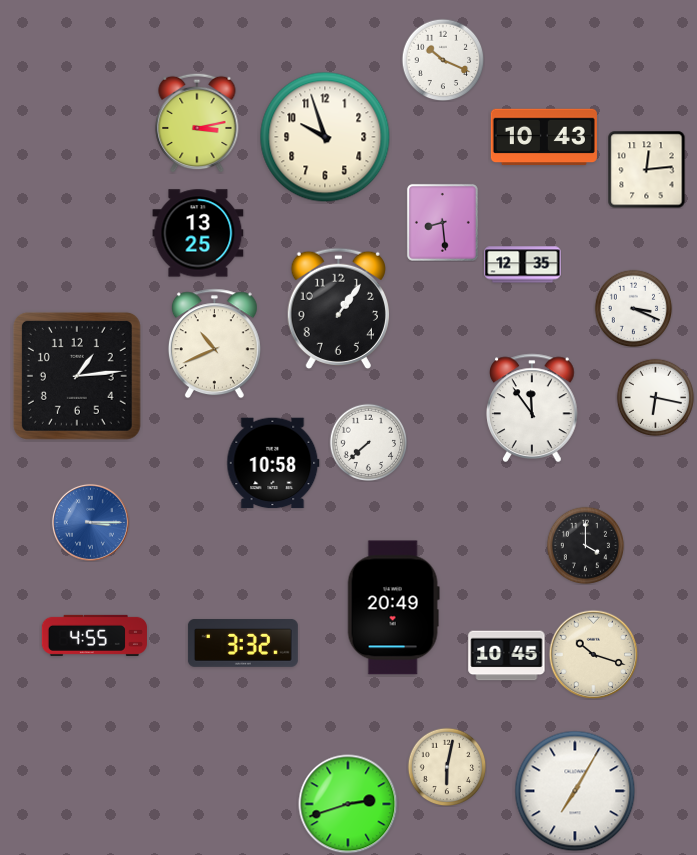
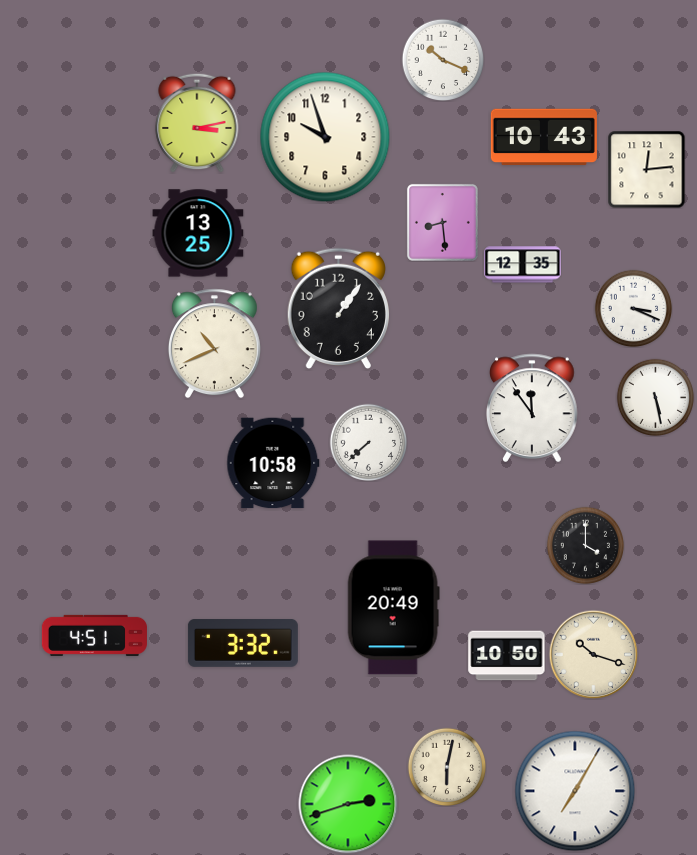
clock at (77, 376): 1:14 -> none
clock at (655, 397): 6:17 -> 5:28
clock at (90, 522): 3:15 -> none
clock at (94, 635): 4:55 -> 4:51
clock at (507, 656): 10:45 -> 10:50
